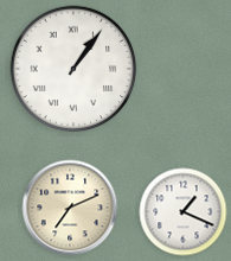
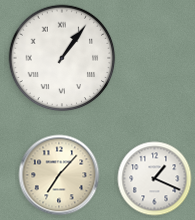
clock at (70, 208): 7:11 -> 7:07
